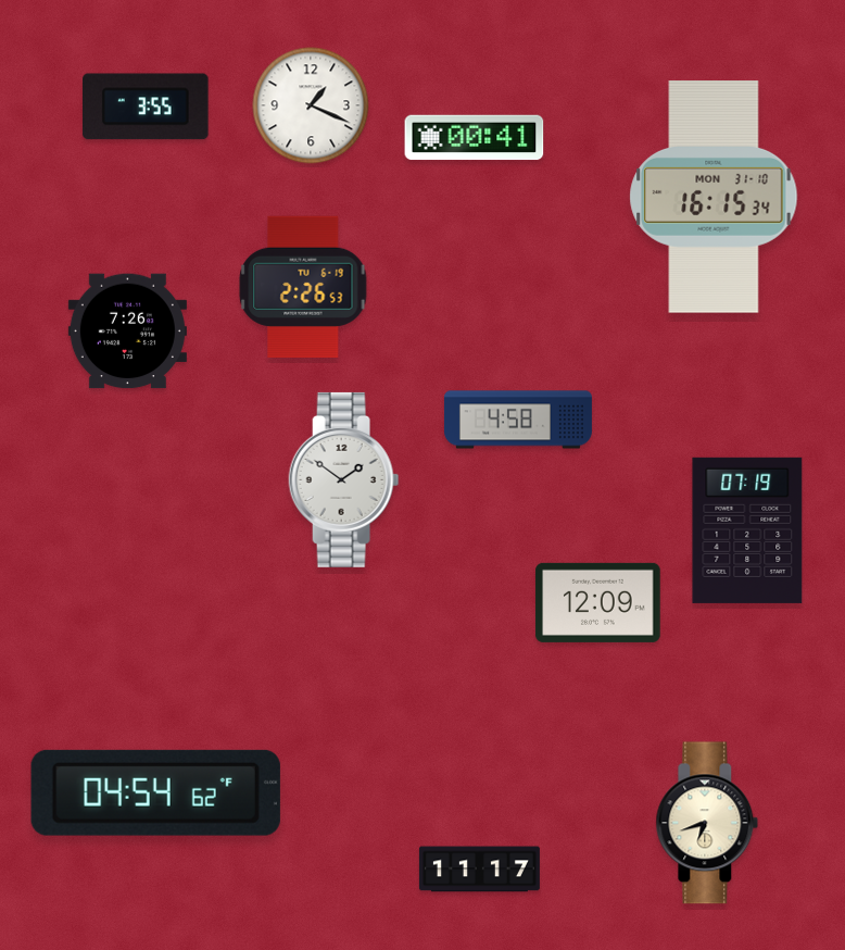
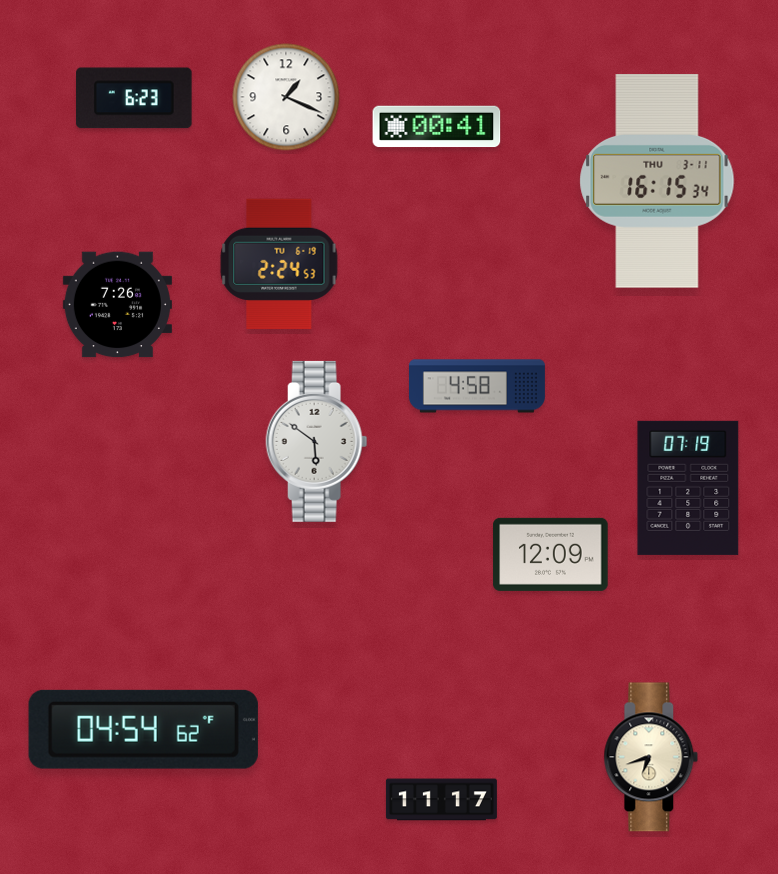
clock at (146, 107): 3:55 -> 6:23
clock at (714, 197) date: MON 31-10 -> THU 3-11
clock at (303, 287): 2:26 -> 2:24
clock at (344, 479): 1:51 -> 5:51
